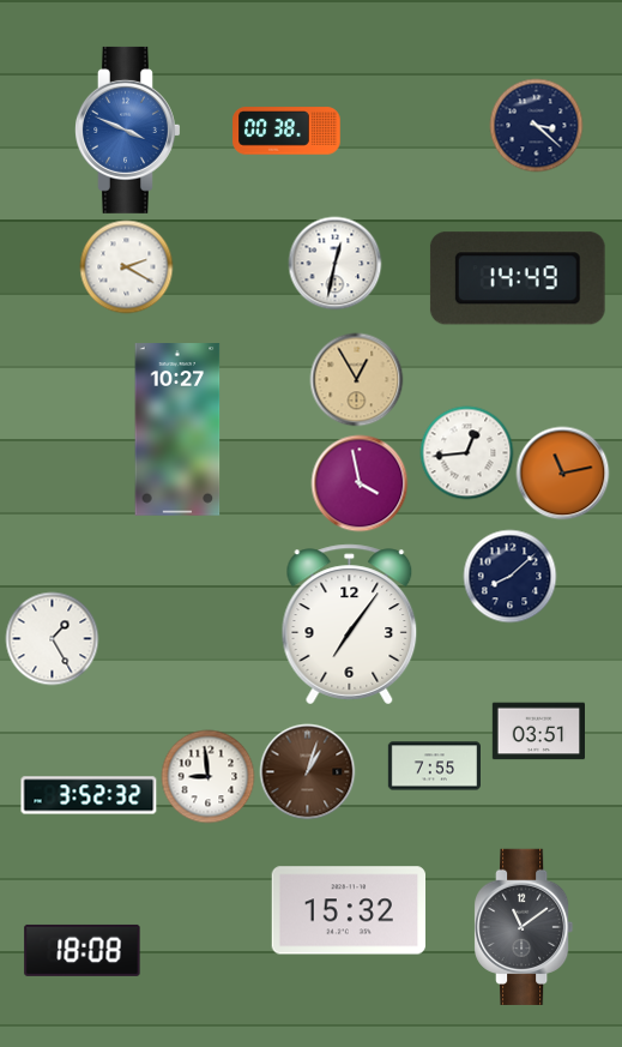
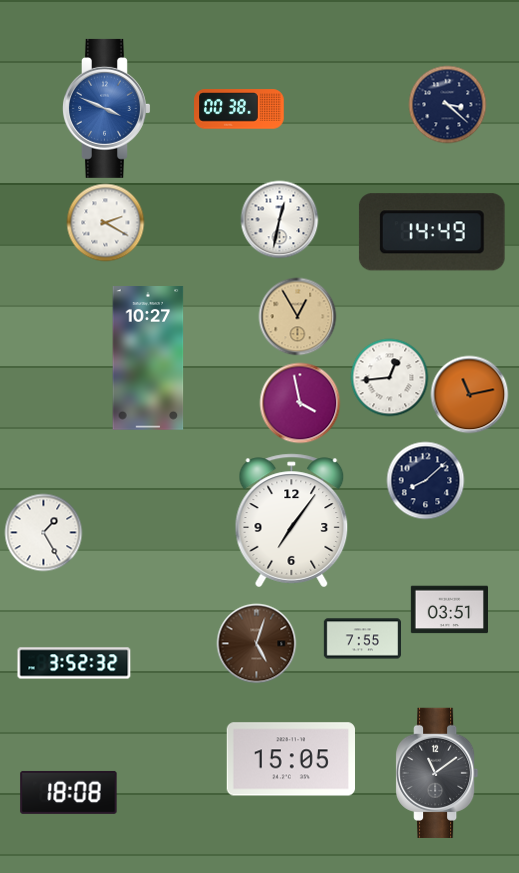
clock at (307, 771): 1:03 -> 5:03
clock at (207, 776): 8:59 -> none
clock at (348, 910): 15:32 -> 15:05
